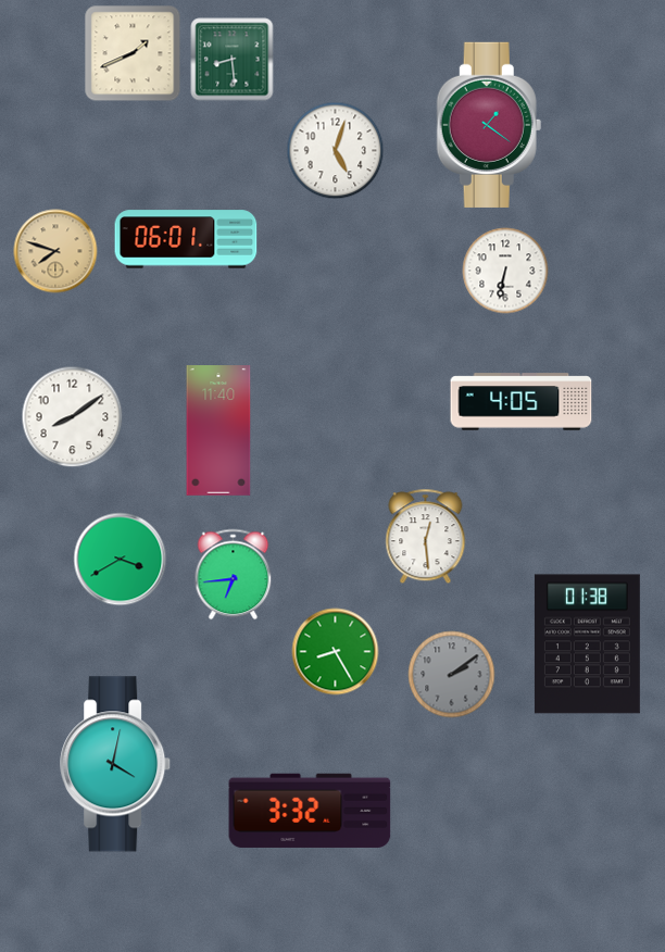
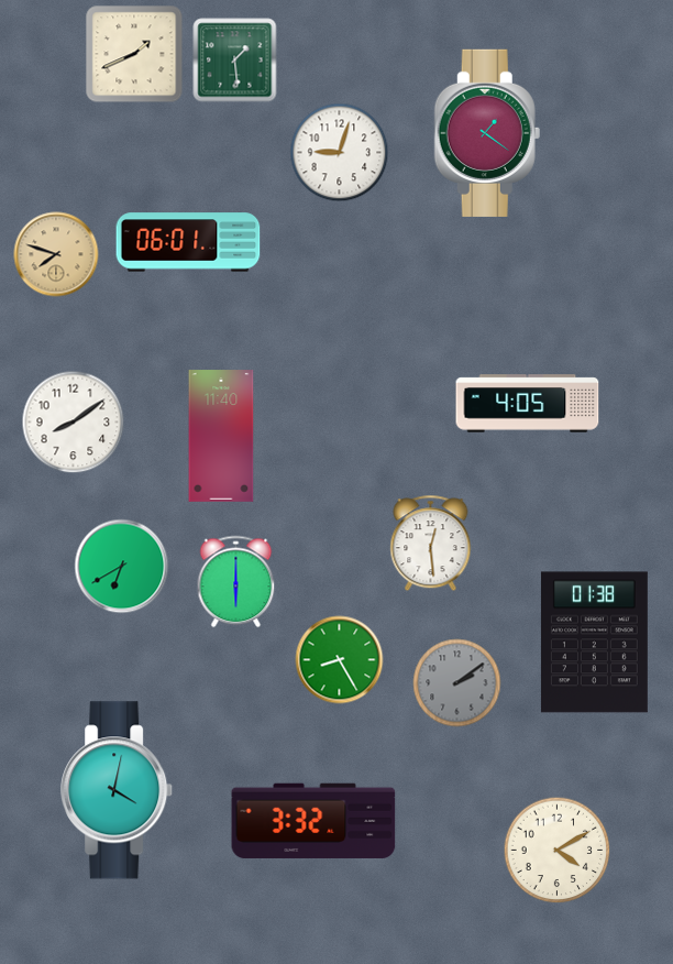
clock at (233, 60): 8:29 -> 1:29
clock at (489, 125) position: (489, 125) -> (487, 133)
clock at (336, 151): 5:03 -> 9:03
clock at (505, 271): 6:32 -> none
clock at (522, 402) position: (522, 402) -> (528, 404)
clock at (121, 560): 3:40 -> 6:40
clock at (234, 575): 6:44 -> 6:00
clock at (587, 644) position: (587, 644) -> (594, 643)
clock at (116, 764) position: (116, 764) -> (118, 790)
clock at (558, 851): none -> 4:10
